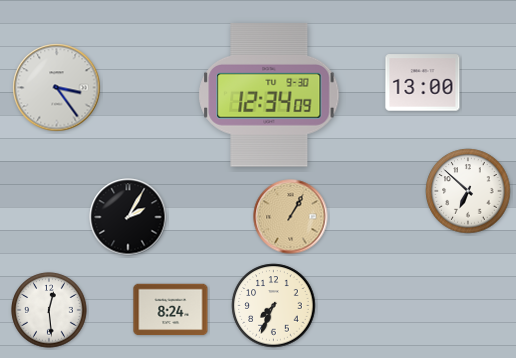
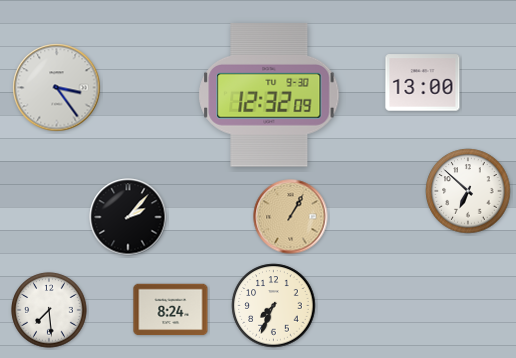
clock at (269, 95): 12:34 -> 12:32
clock at (128, 217): 2:05 -> 2:07
clock at (49, 310): 12:29 -> 7:29
